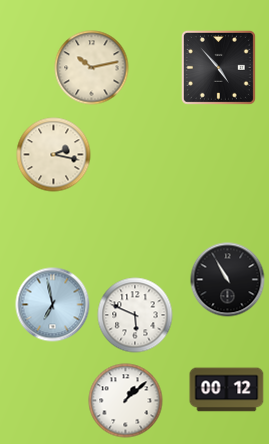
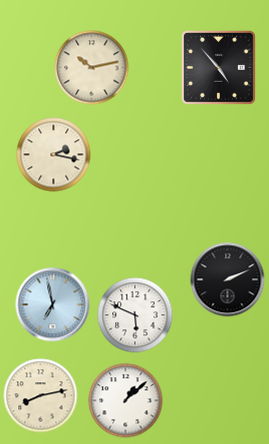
clock at (228, 280): 10:55 -> 2:11
clock at (227, 390): 00:12 -> none
clock at (41, 396): none -> 8:13
